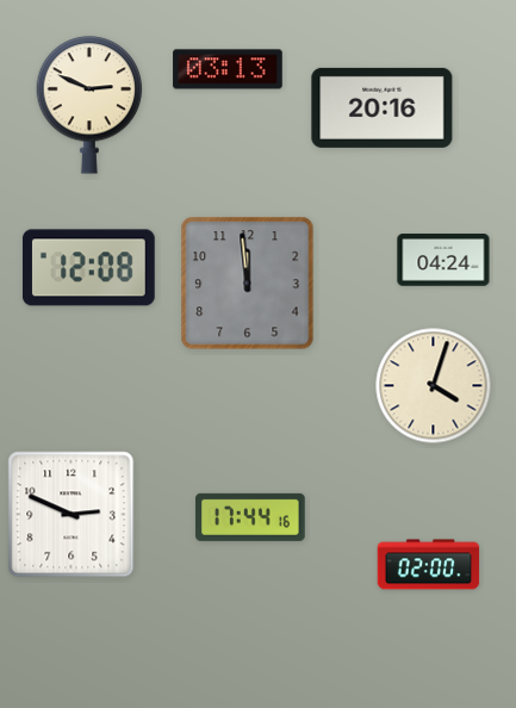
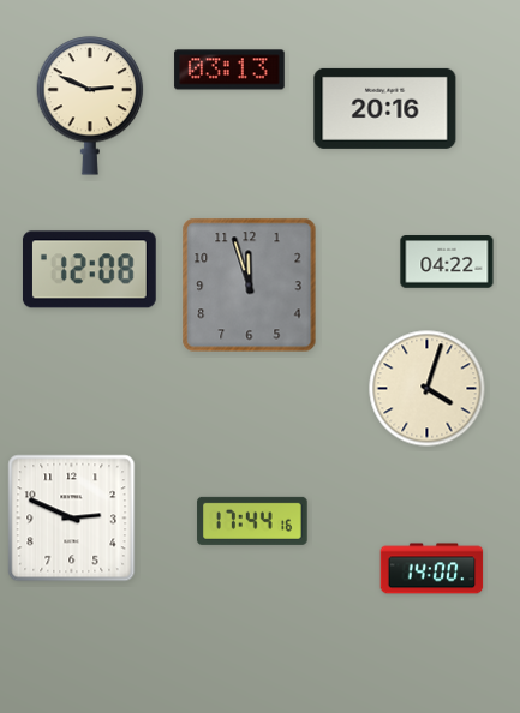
clock at (443, 260): 04:24 -> 04:22
clock at (248, 284): 11:59 -> 11:57
clock at (434, 386) position: (434, 386) -> (428, 389)
clock at (429, 565): 02:00 -> 14:00
